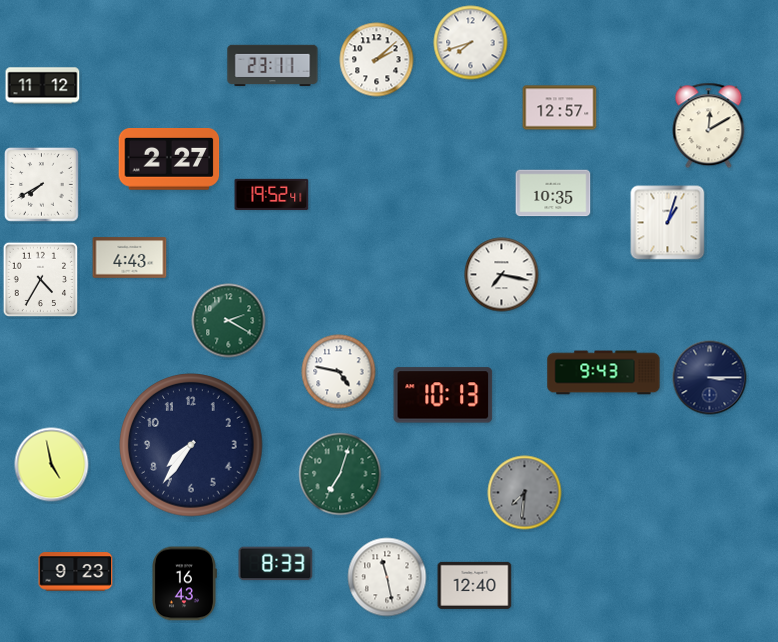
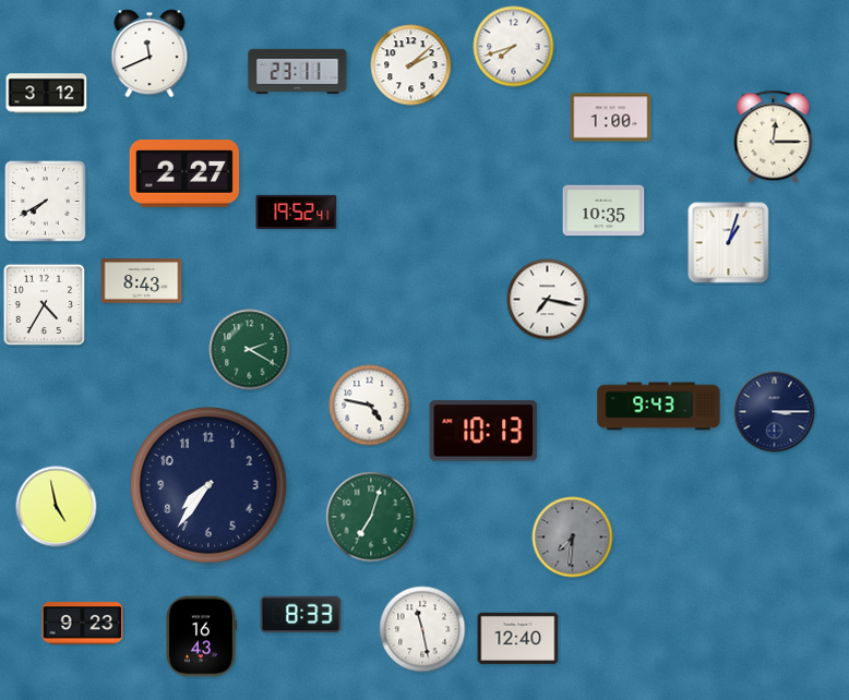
clock at (150, 53): none -> 11:41
clock at (43, 86): 11:12 -> 3:12
clock at (560, 108): 12:57 -> 1:00
clock at (709, 126): 12:10 -> 12:15
clock at (130, 258): 4:43 -> 8:43
